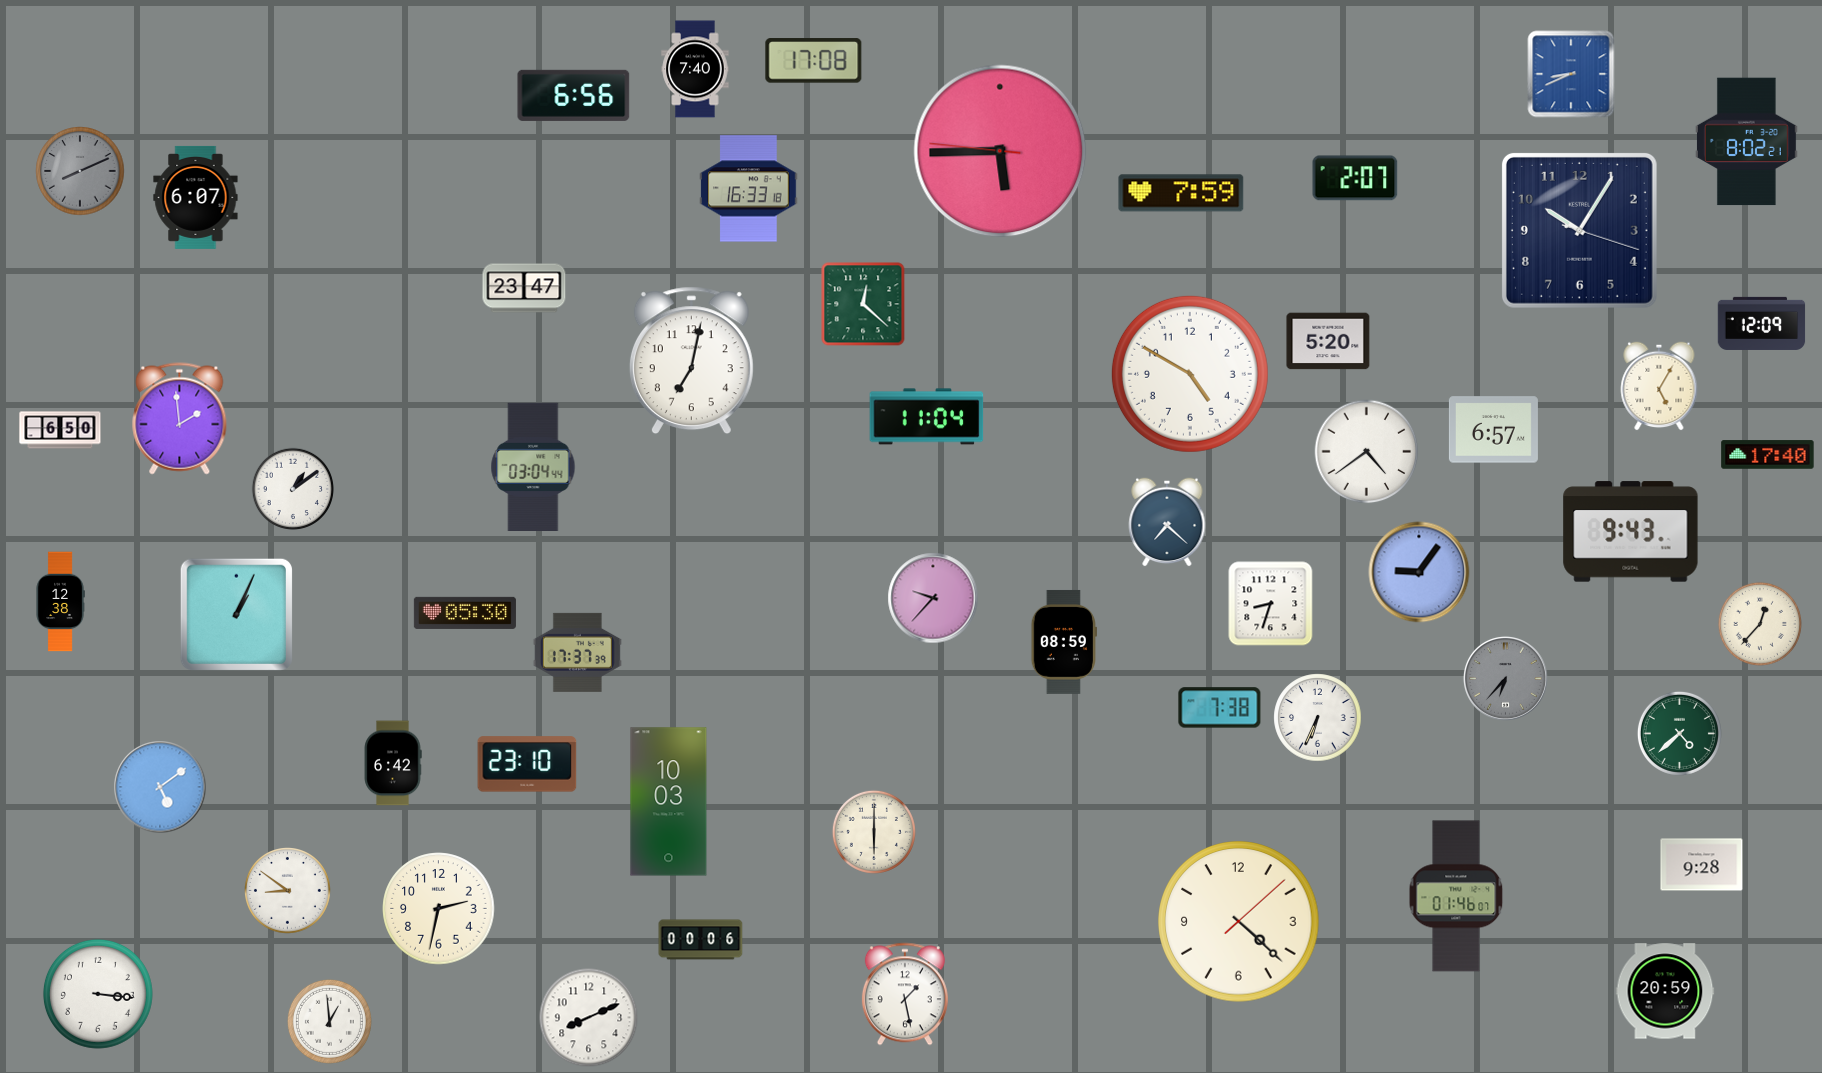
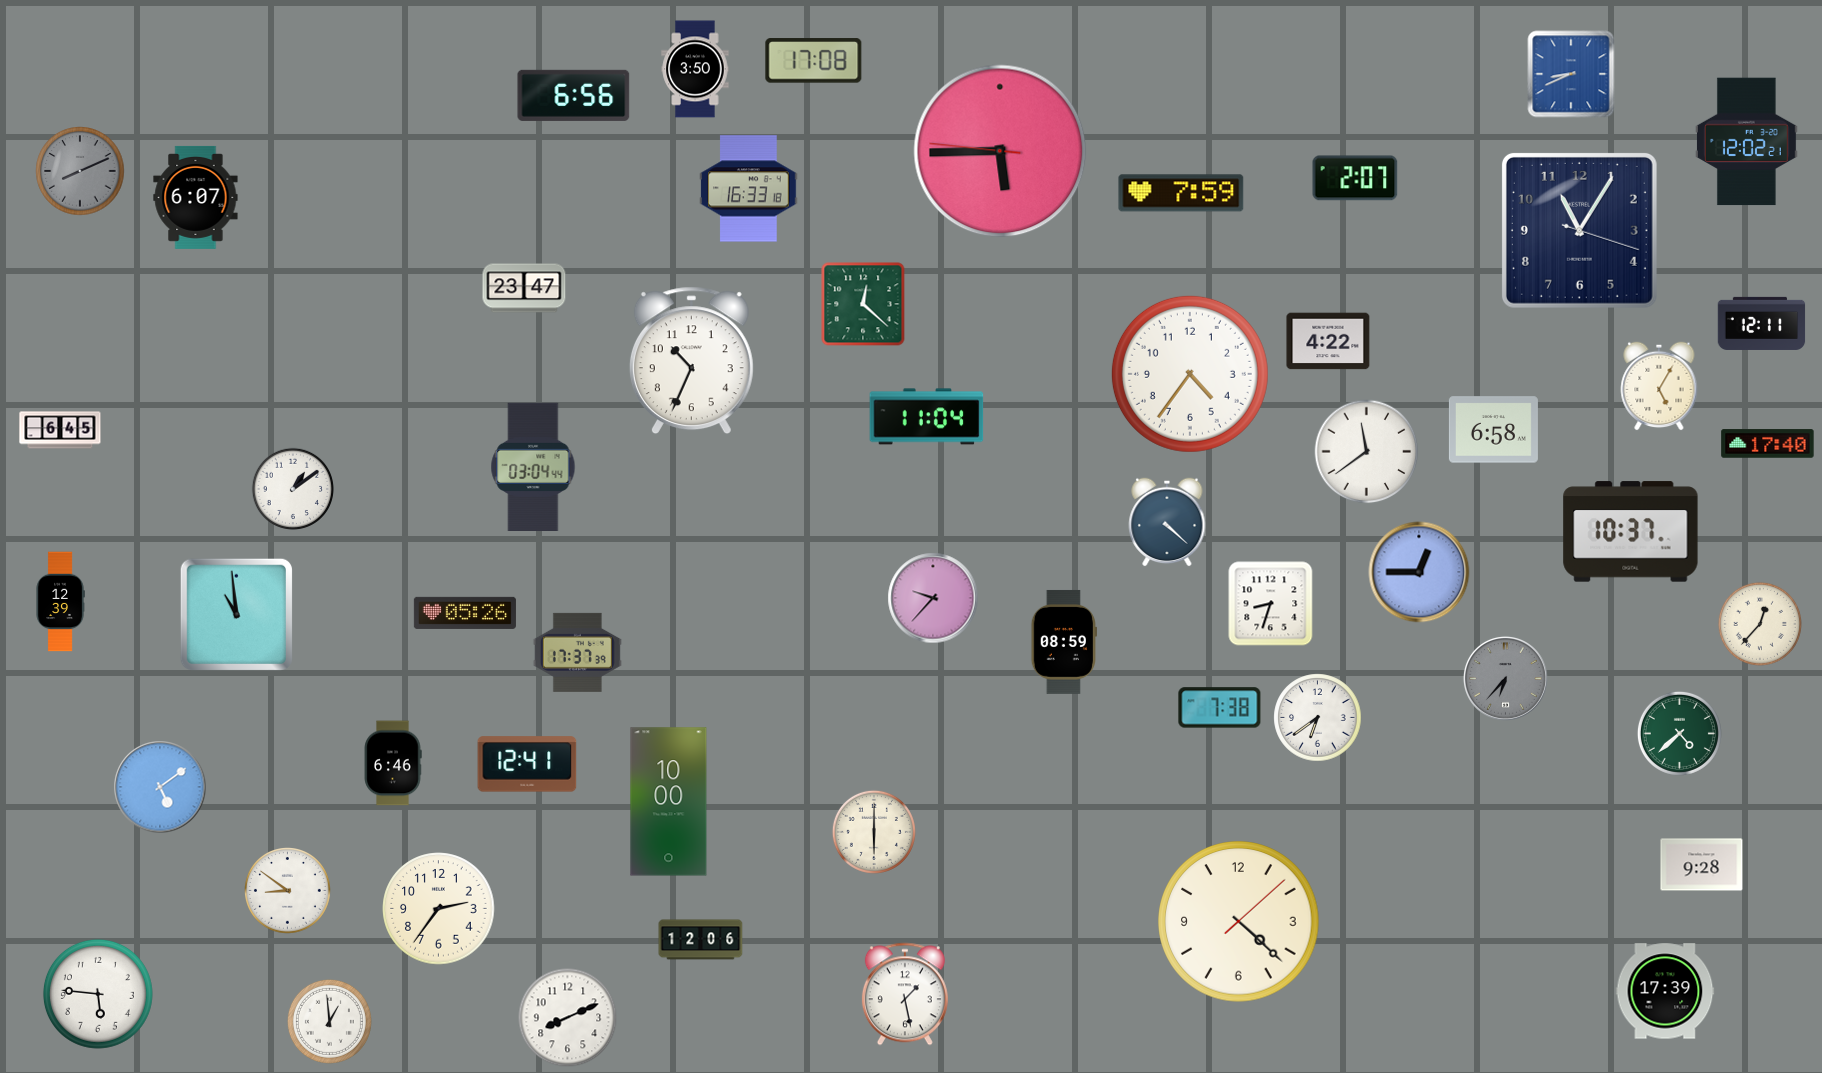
clock at (695, 69): 7:40 -> 3:50
clock at (1746, 142): 8:02 -> 12:02
clock at (1579, 230): 10:05 -> 11:05
clock at (1762, 323): 12:09 -> 12:11
clock at (1328, 341): 5:20 -> 4:22
clock at (691, 361): 7:02 -> 10:34
clock at (1190, 374): 4:50 -> 4:36
clock at (180, 419): 1:59 -> none
clock at (60, 430): 6:50 -> 6:45
clock at (1493, 430): 6:57 -> 6:58
clock at (1367, 452): 4:39 -> 11:39
clock at (1768, 455) position: (1768, 455) -> (1768, 444)
clock at (1167, 522): 7:22 -> 4:22
clock at (1631, 532): 9:43 -> 10:37
clock at (1419, 572): 9:06 -> 12:45
clock at (60, 602): 12:38 -> 12:39
clock at (465, 613): 05:30 -> 05:26
clock at (236, 614): 1:04 -> 10:59
clock at (1318, 718): 6:34 -> 6:39
clock at (393, 763): 6:42 -> 6:46
clock at (527, 764): 23:10 -> 12:41
clock at (669, 802): 10:03 -> 10:00
clock at (1456, 896): 01:46 -> none
clock at (439, 909): 2:32 -> 2:36
clock at (701, 940): 00:06 -> 12:06
clock at (1665, 991): 20:59 -> 17:39
clock at (98, 994): 3:16 -> 5:46
clock at (589, 1018) position: (589, 1018) -> (568, 1018)
